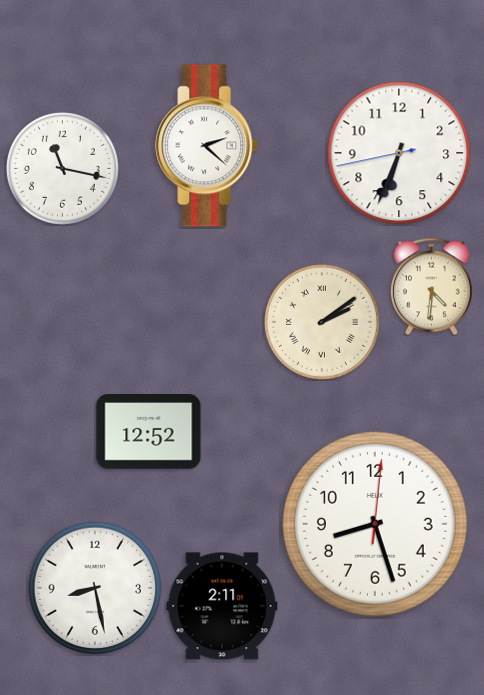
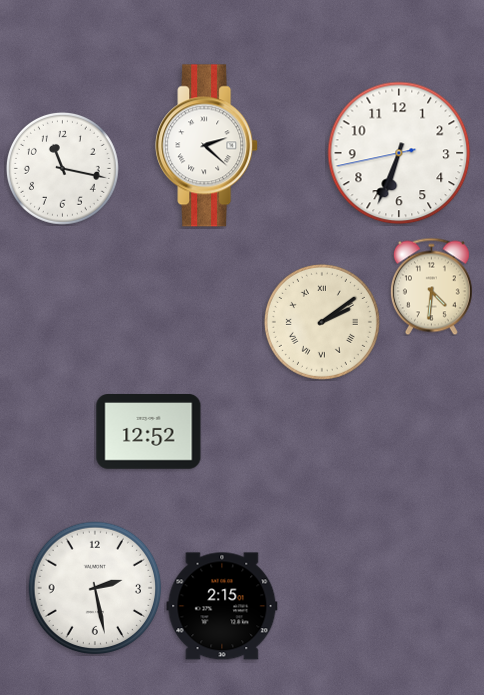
clock at (375, 524): 8:27 -> none
clock at (95, 588): 8:28 -> 2:28
clock at (222, 606): 2:11 -> 2:15
